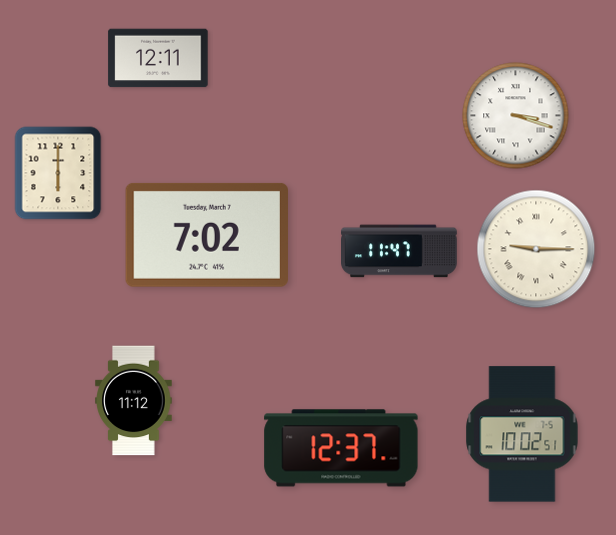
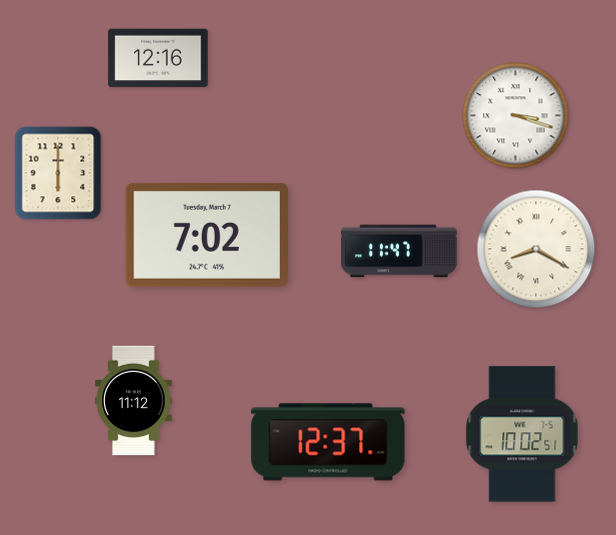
clock at (158, 58): 12:11 -> 12:16
clock at (536, 249): 9:15 -> 8:20
clock at (341, 448) position: (341, 448) -> (328, 442)
